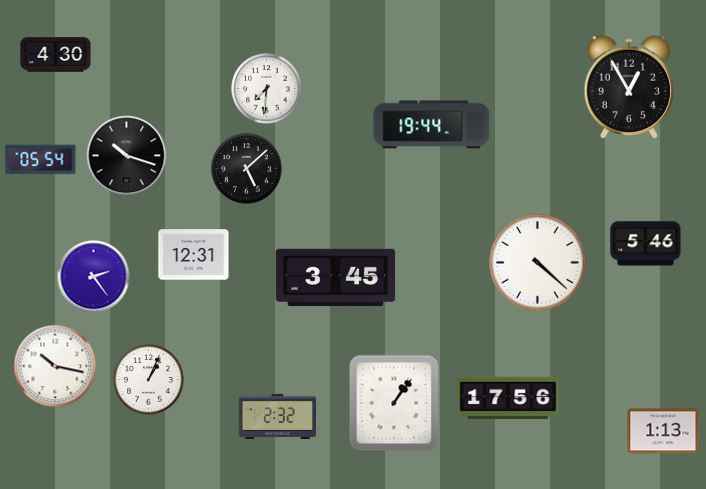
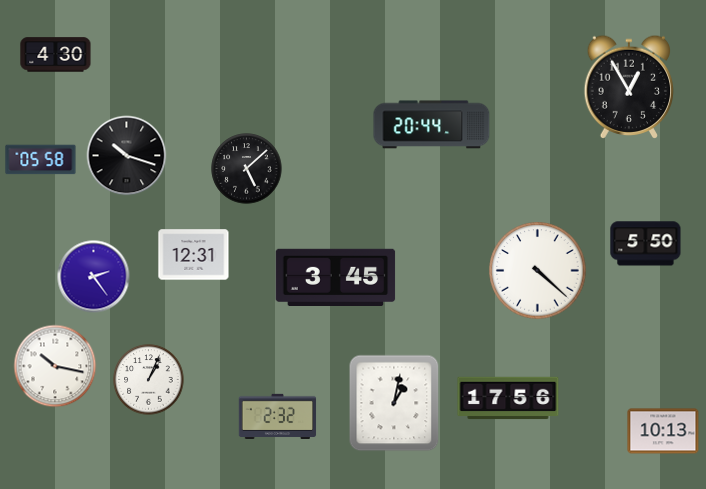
clock at (267, 89): 7:31 -> none
clock at (432, 125): 19:44 -> 20:44
clock at (41, 160): 05:54 -> 05:58
clock at (646, 244): 5:46 -> 5:50
clock at (538, 263) position: (538, 263) -> (538, 271)
clock at (394, 403): 1:06 -> 1:02
clock at (663, 431): 1:13 -> 10:13
